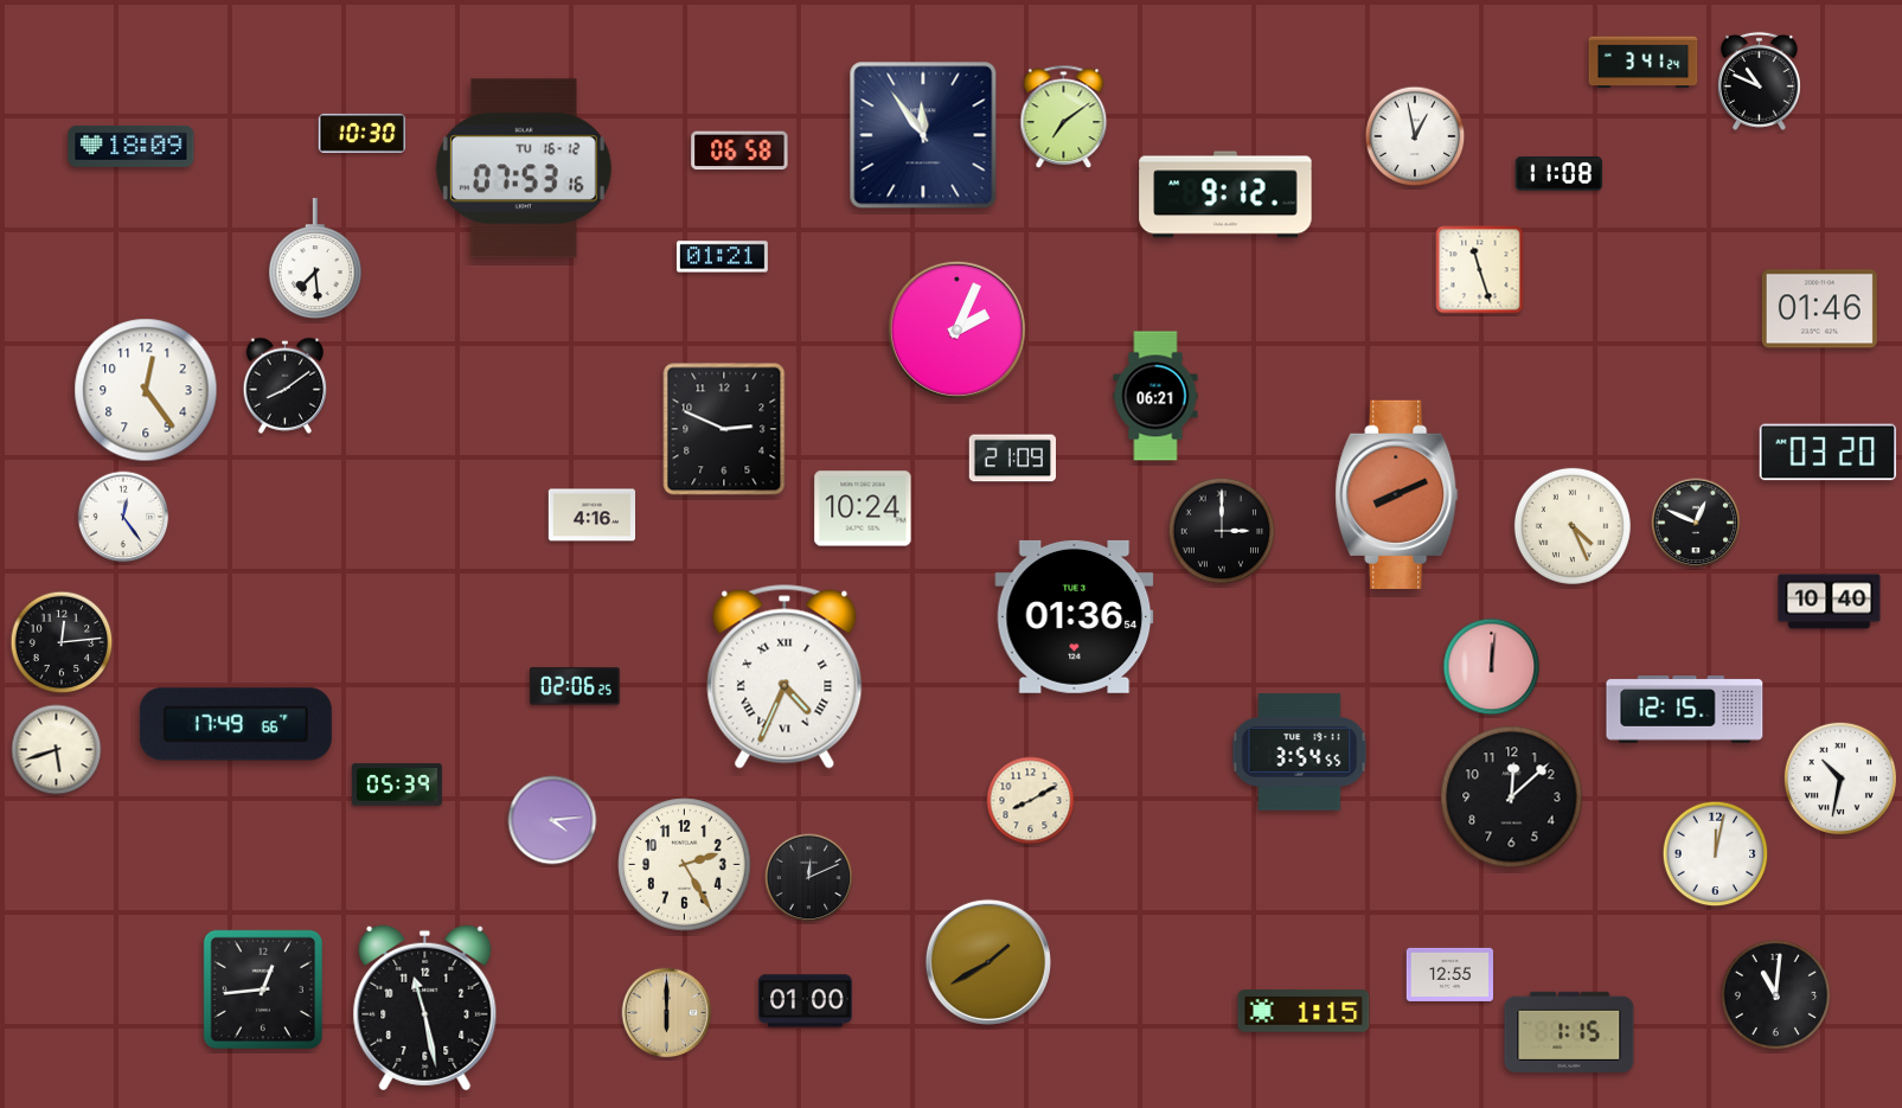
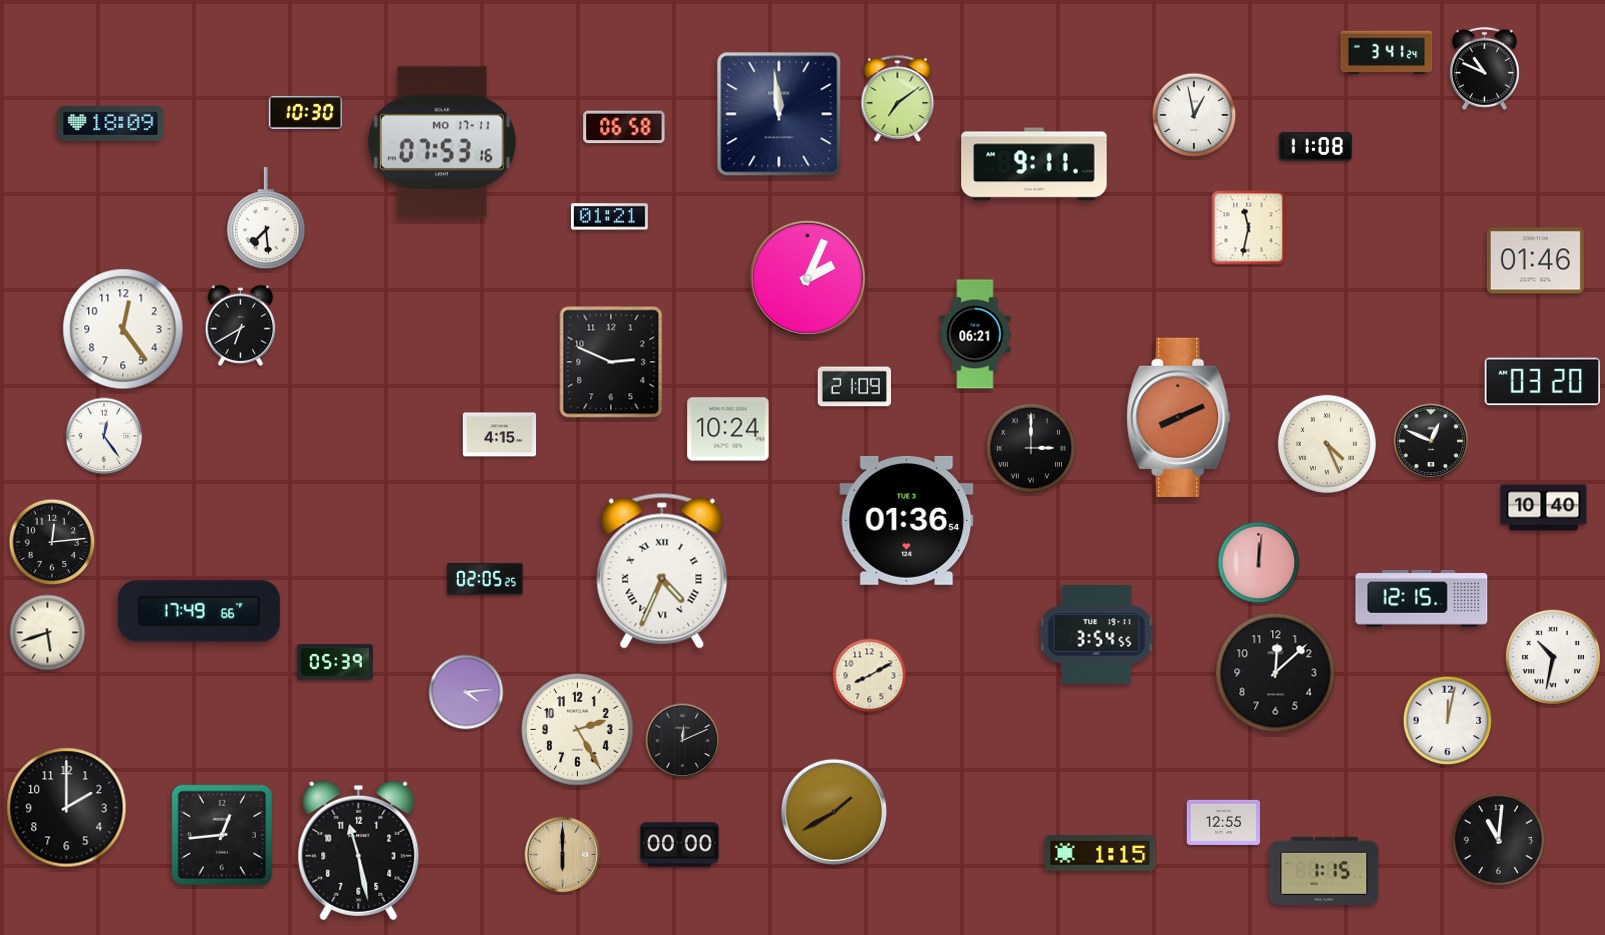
clock at (923, 135): 11:54 -> 11:59
clock at (524, 168) date: TU 16-12 -> MO 17-11
clock at (1225, 194): 9:12 -> 9:11
clock at (1480, 270): 11:27 -> 11:32
clock at (286, 385): 8:09 -> 6:40
clock at (593, 515): 4:16 -> 4:15
clock at (575, 686): 02:06 -> 02:05
clock at (67, 808): none -> 2:00
clock at (806, 1001): 01:00 -> 00:00
